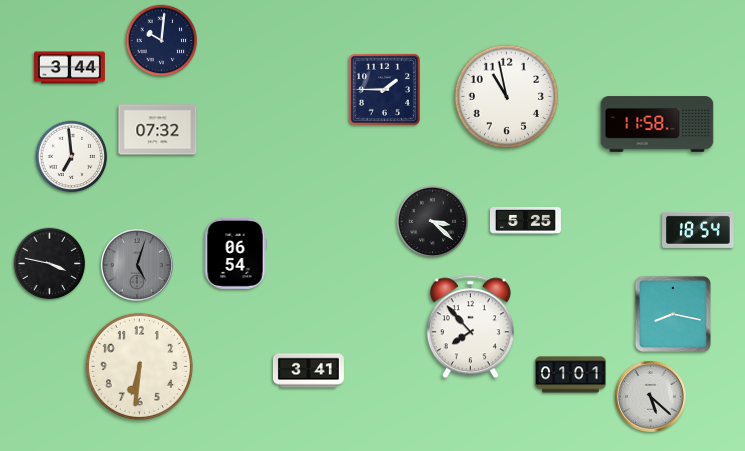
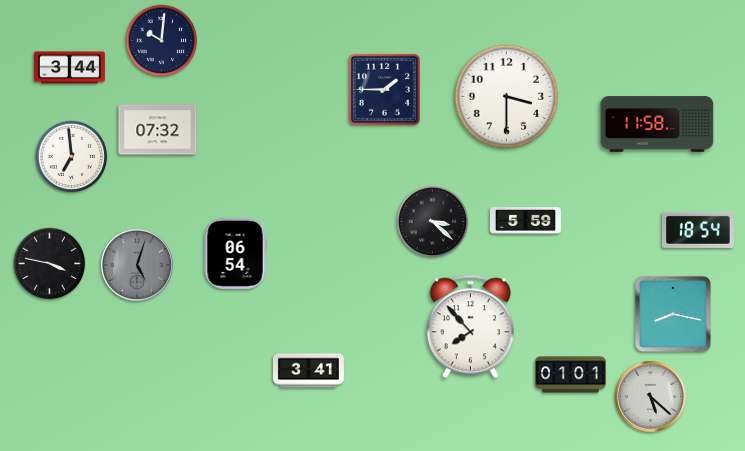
clock at (507, 97): 10:58 -> 3:30
clock at (525, 221): 5:25 -> 5:59
clock at (139, 366): 6:31 -> none
